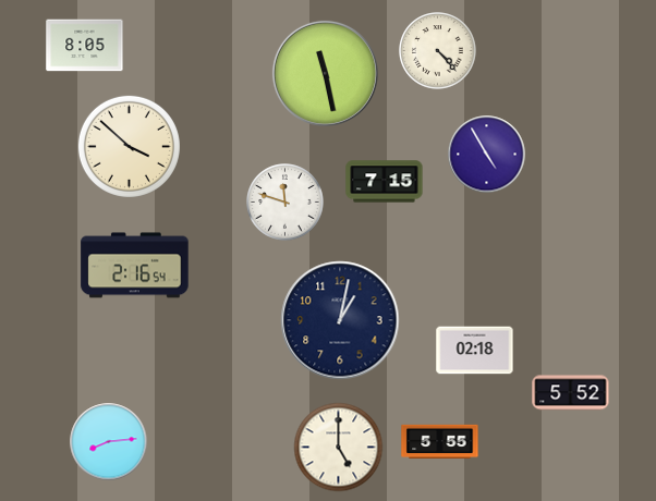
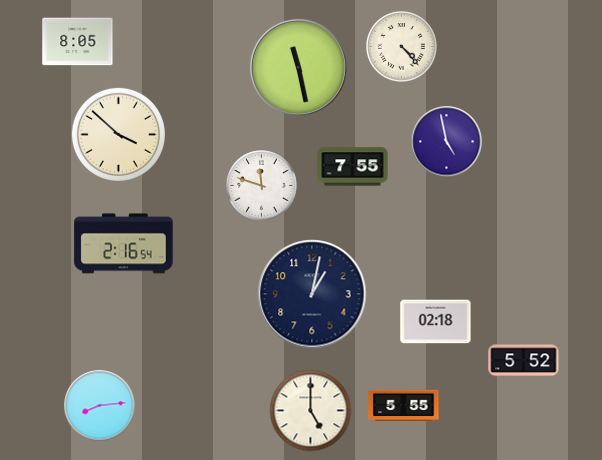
clock at (487, 155): 4:55 -> 4:58
clock at (385, 182): 7:15 -> 7:55
